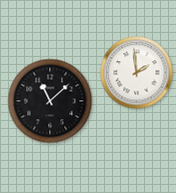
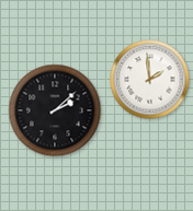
clock at (50, 101): 11:08 -> 2:08
